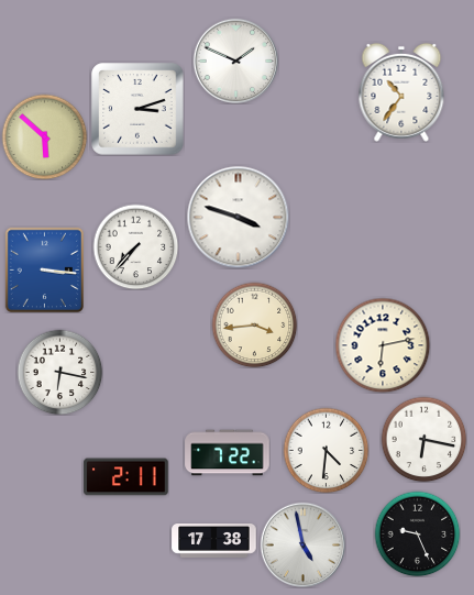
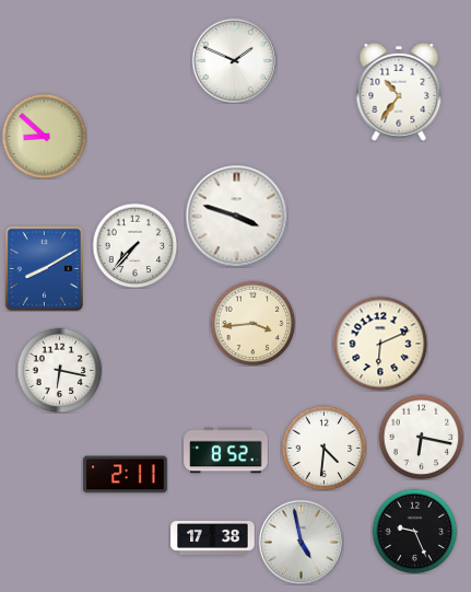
clock at (137, 109): 3:12 -> none
clock at (44, 136): 5:52 -> 8:52
clock at (44, 269): 3:16 -> 8:10
clock at (383, 345): 6:13 -> 6:11
clock at (228, 453): 7:22 -> 8:52
